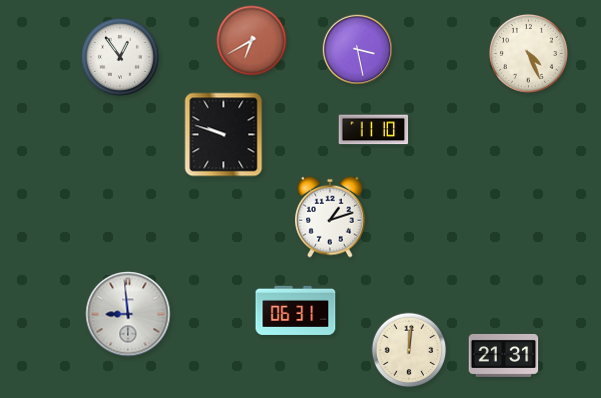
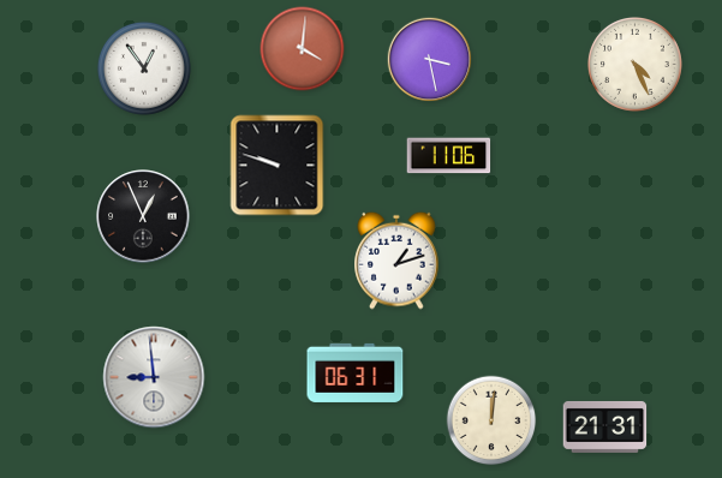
clock at (252, 41): 6:40 -> 4:01
clock at (374, 130): 11:10 -> 11:06
clock at (224, 135) position: (224, 135) -> (278, 166)
clock at (143, 216): none -> 12:56
